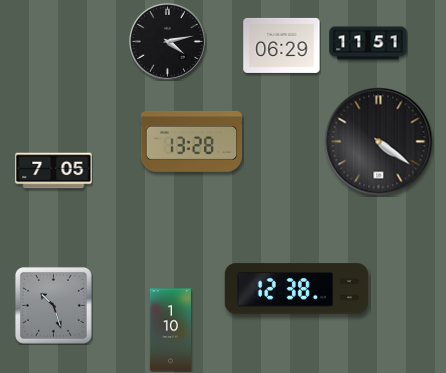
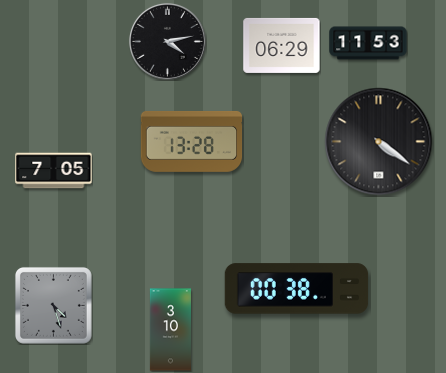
clock at (368, 43): 11:51 -> 11:53
clock at (297, 289): 12:38 -> 00:38
clock at (53, 305): 10:27 -> 4:27
clock at (170, 330): 1:10 -> 3:10
